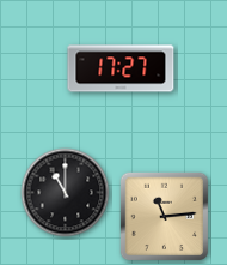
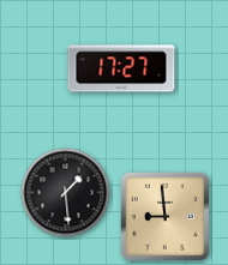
clock at (66, 193): 11:00 -> 1:29
clock at (165, 217): 11:14 -> 8:59
